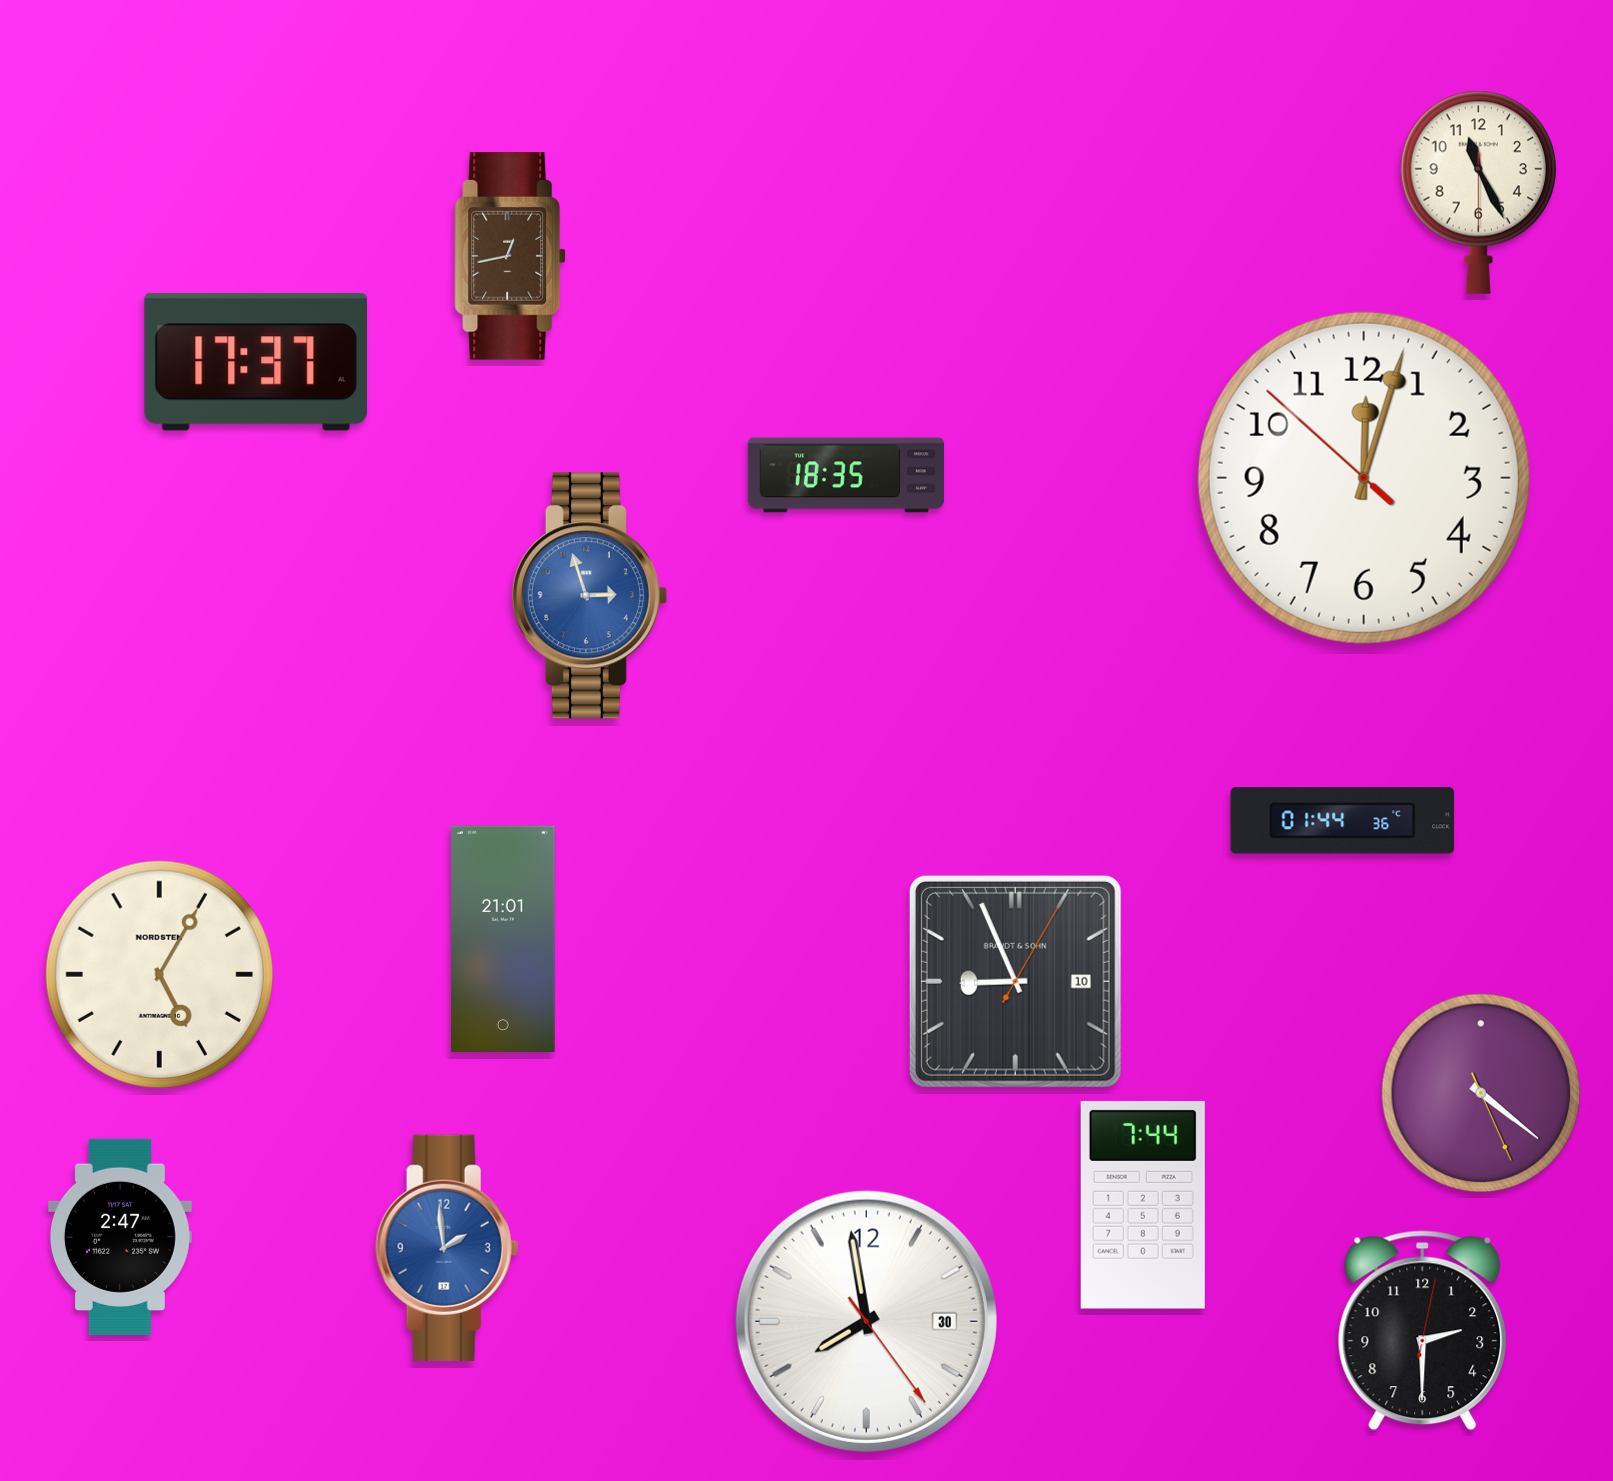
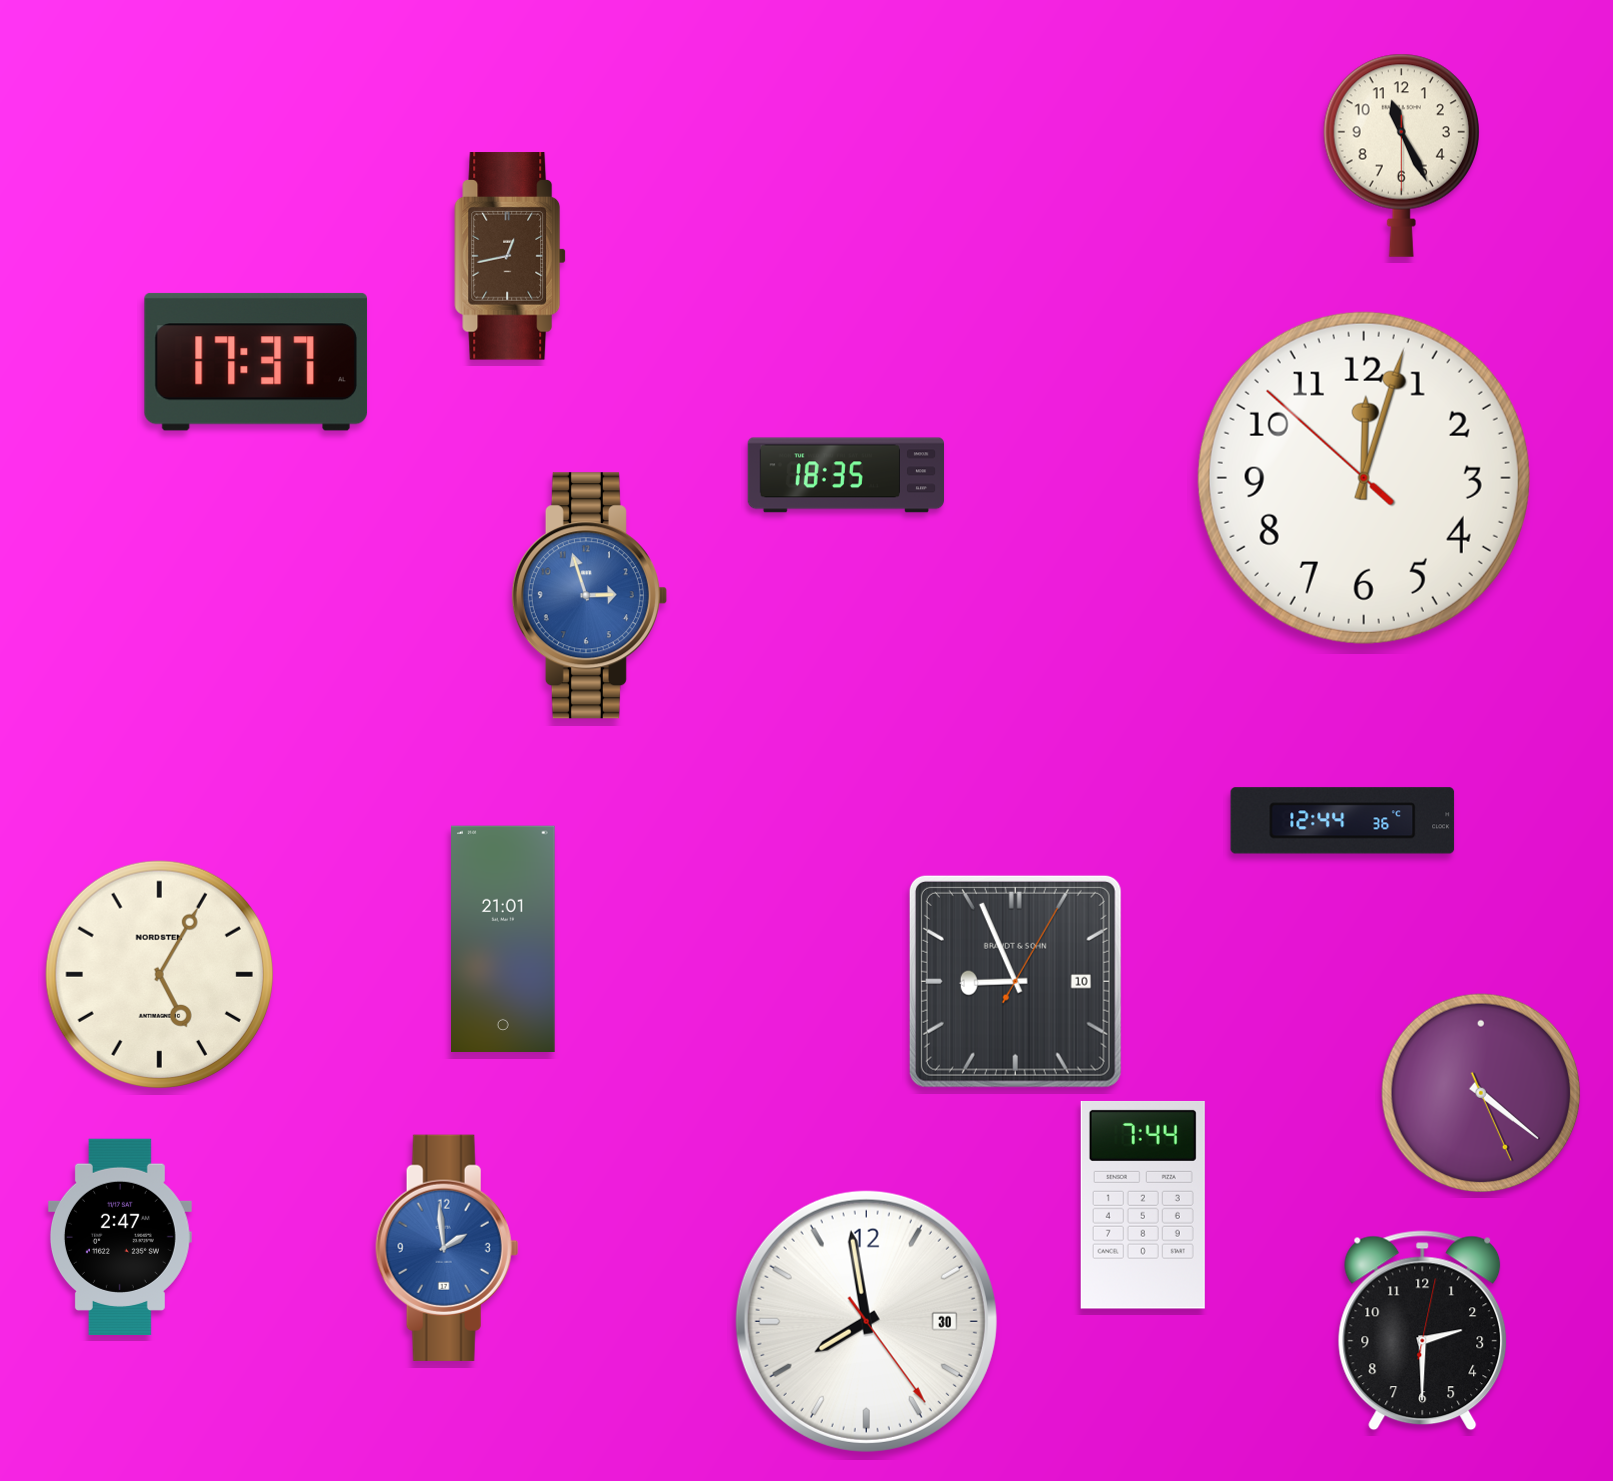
clock at (1478, 192) position: (1478, 192) -> (1401, 155)
clock at (1343, 821): 01:44 -> 12:44
